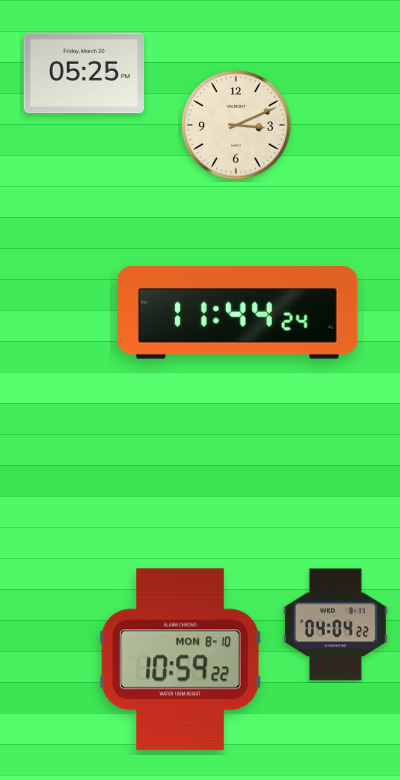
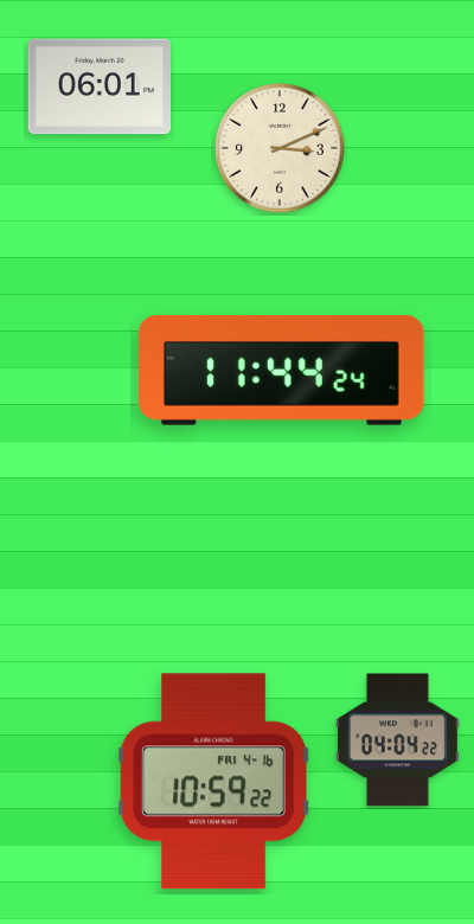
clock at (83, 73): 05:25 -> 06:01
clock at (180, 660) date: MON 8-10 -> FRI 4-16
